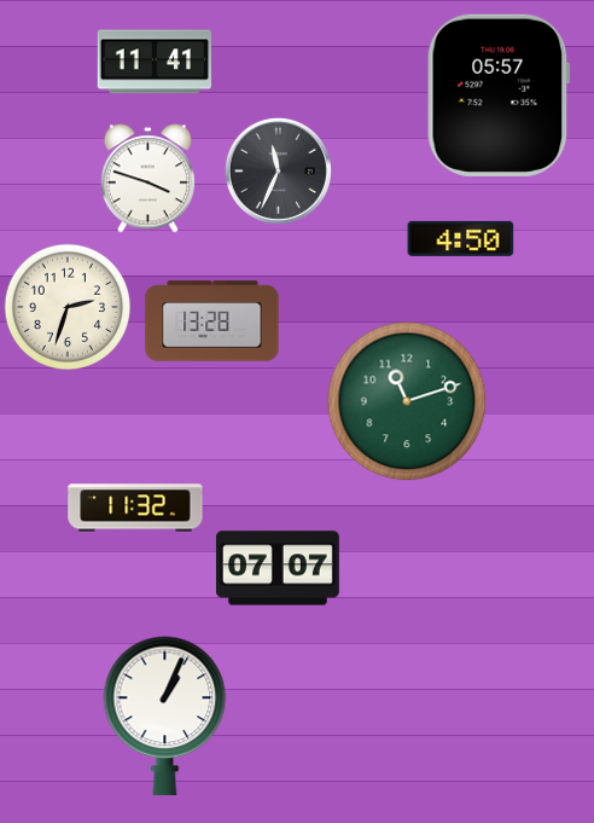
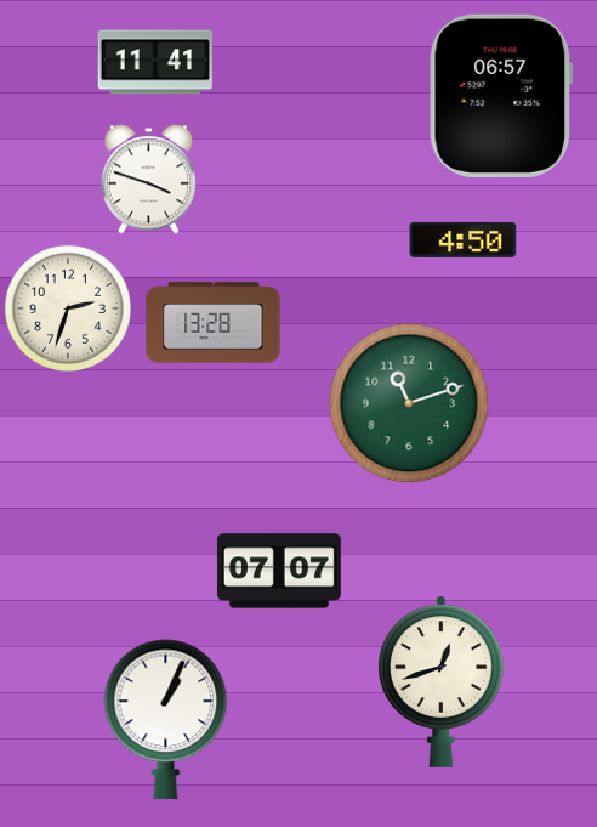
clock at (499, 95): 05:57 -> 06:57
clock at (278, 170): 11:34 -> none
clock at (135, 508): 11:32 -> none
clock at (442, 681): none -> 12:42
